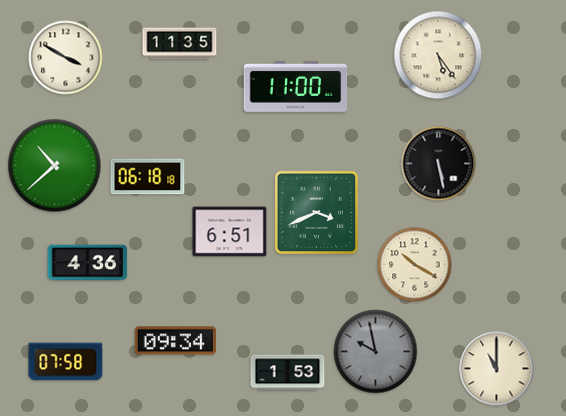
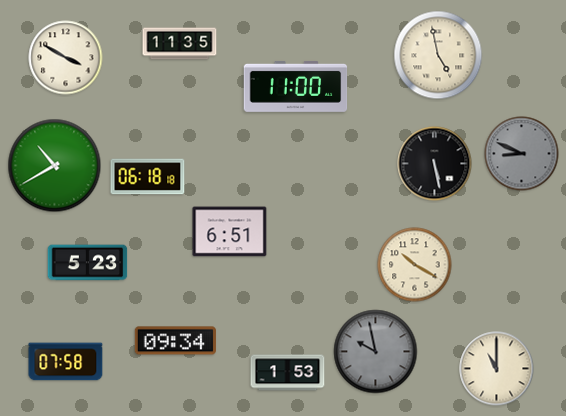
clock at (438, 55): 5:24 -> 4:58
clock at (522, 154): none -> 8:49
clock at (439, 164) position: (439, 164) -> (435, 164)
clock at (55, 166): 10:38 -> 10:40
clock at (316, 212): 3:41 -> none
clock at (88, 263): 4:36 -> 5:23
